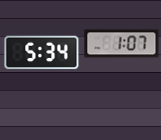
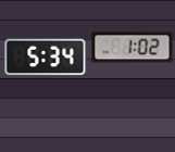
clock at (122, 44): 1:07 -> 1:02
